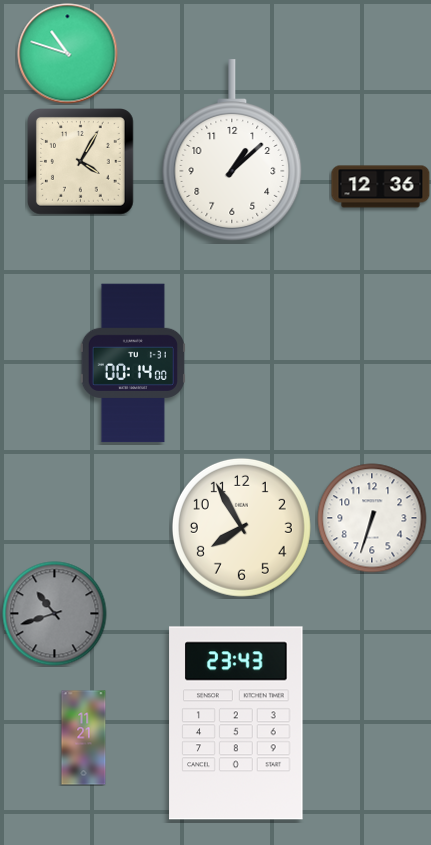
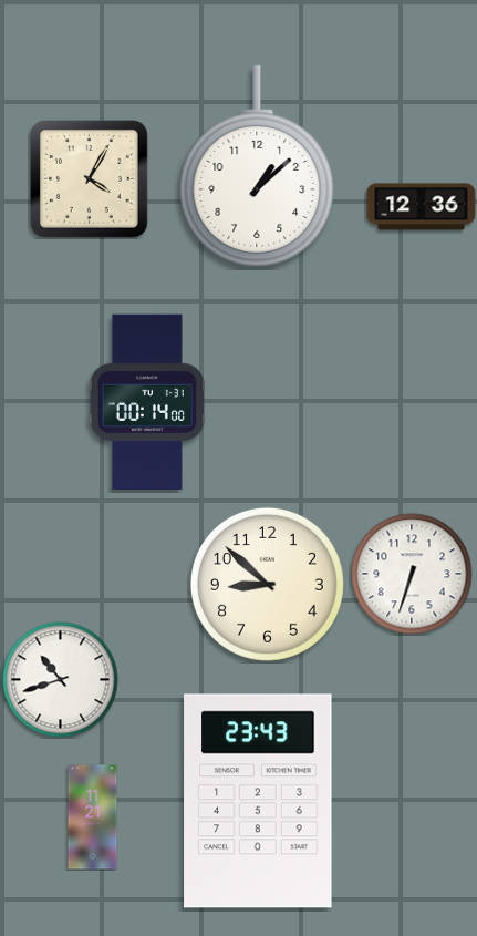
clock at (68, 54): 10:48 -> none
clock at (241, 527): 7:55 -> 8:52
clock at (55, 614) dial: grey -> white
clock at (236, 723) position: (236, 723) -> (258, 801)
